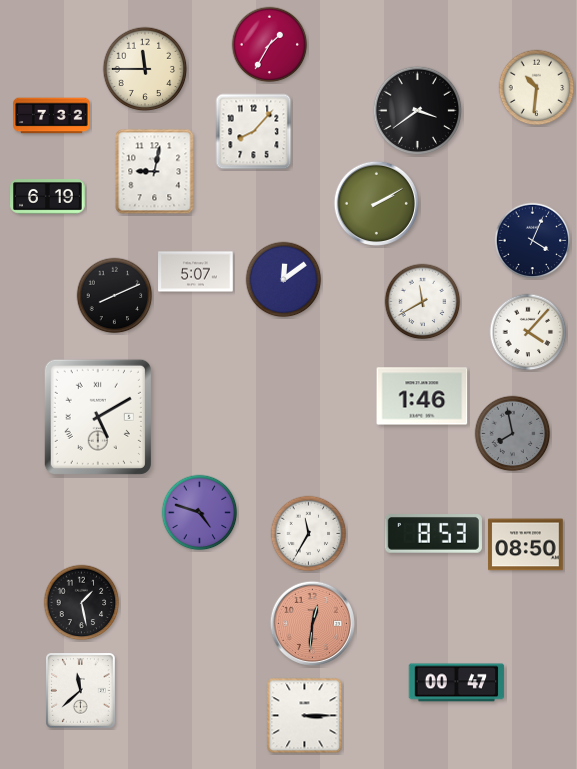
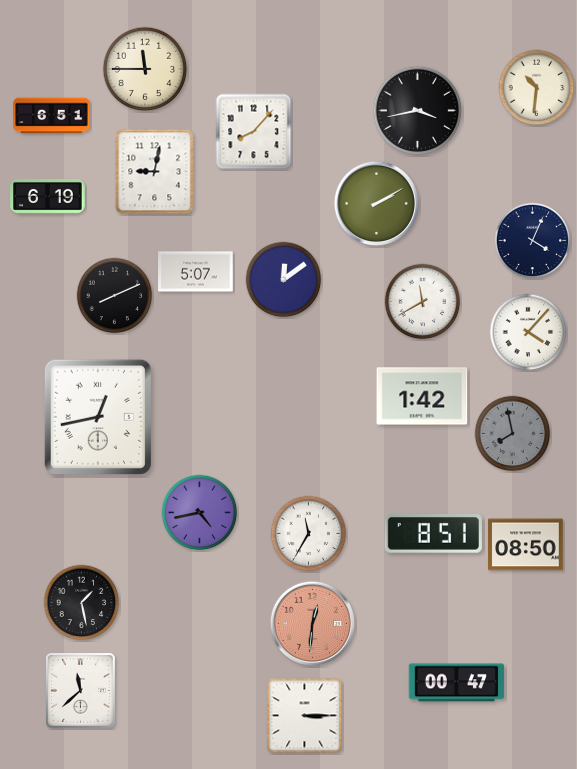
clock at (270, 45): 1:35 -> none
clock at (418, 111): 3:39 -> 3:43
clock at (52, 116): 7:32 -> 6:51
clock at (422, 396): 1:46 -> 1:42
clock at (98, 417): 5:10 -> 12:43
clock at (200, 513): 4:48 -> 4:43
clock at (433, 534): 8:53 -> 8:51
